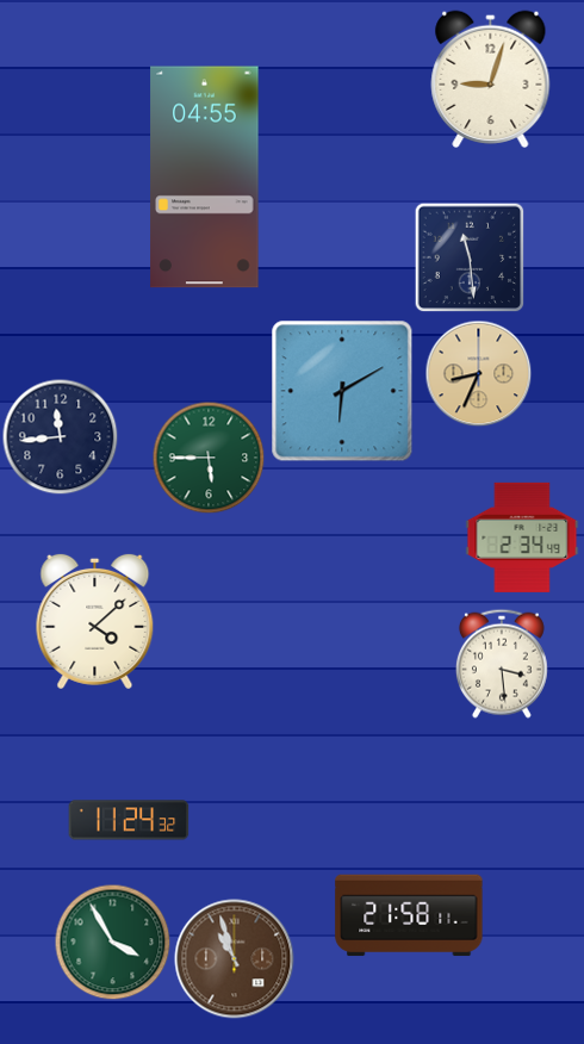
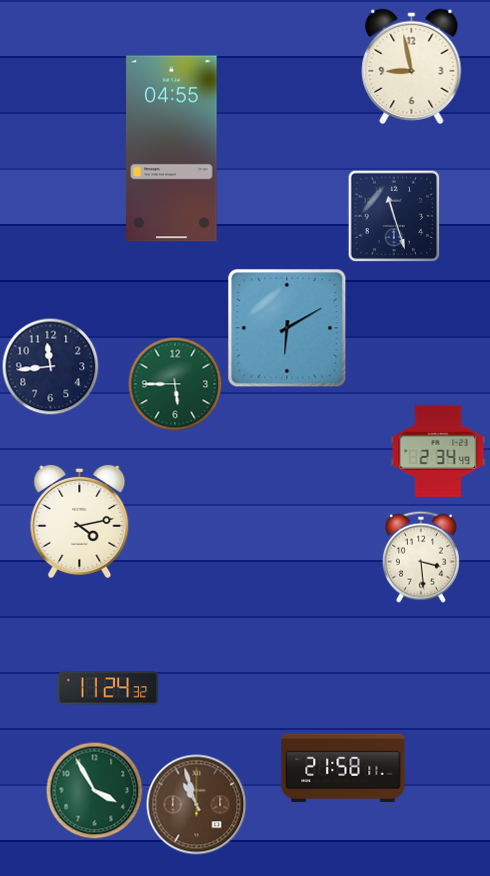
clock at (491, 79): 9:03 -> 8:58
clock at (470, 257): 11:29 -> 11:27
clock at (478, 373): 8:34 -> none
clock at (95, 621): 4:08 -> 4:13
